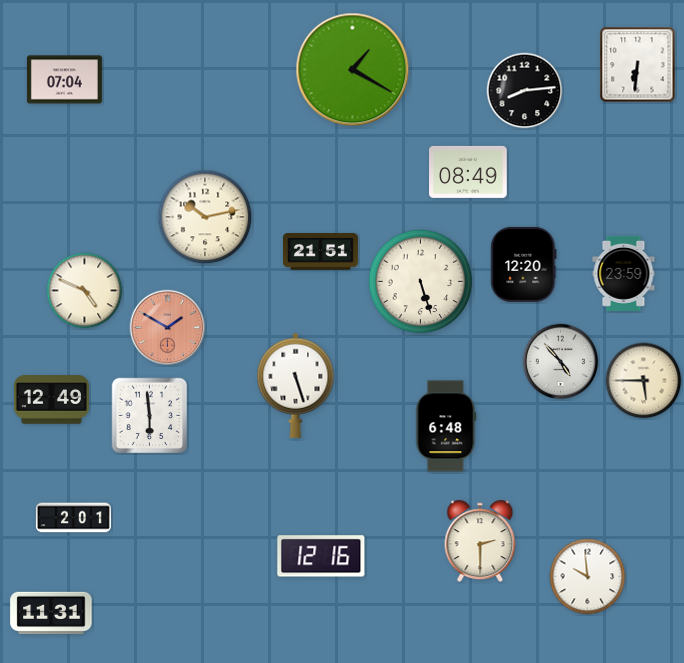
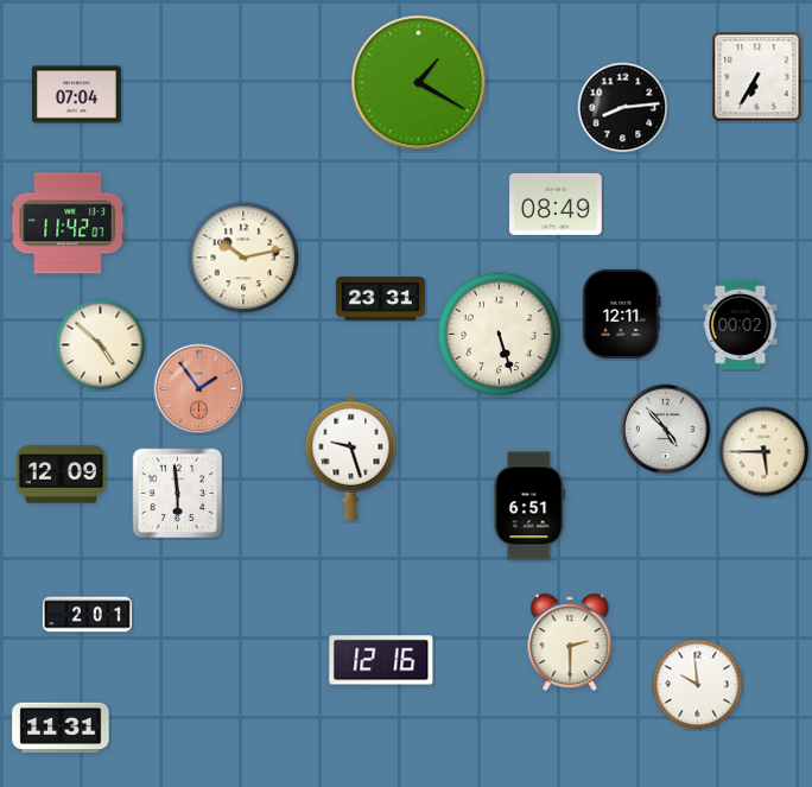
clock at (638, 65): 6:31 -> 6:35
clock at (68, 223): none -> 11:42
clock at (320, 252): 21:51 -> 23:31
clock at (524, 264): 12:20 -> 12:11
clock at (624, 273): 23:59 -> 00:02
clock at (85, 291): 4:49 -> 4:52
clock at (168, 328): 1:50 -> 1:54
clock at (296, 385): 5:27 -> 9:27
clock at (51, 400): 12:49 -> 12:09
clock at (446, 426): 6:48 -> 6:51
